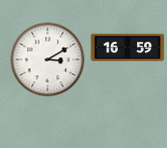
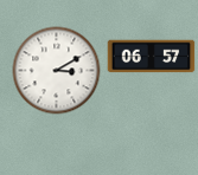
clock at (128, 48): 16:59 -> 06:57
